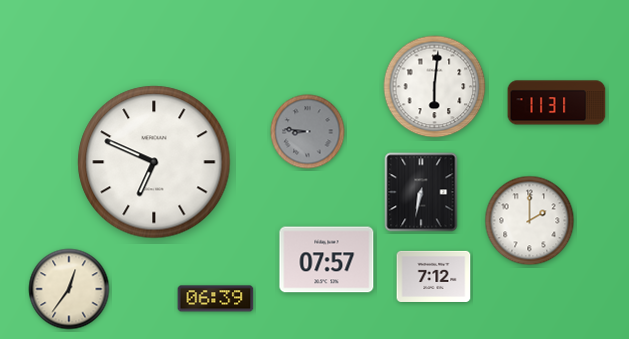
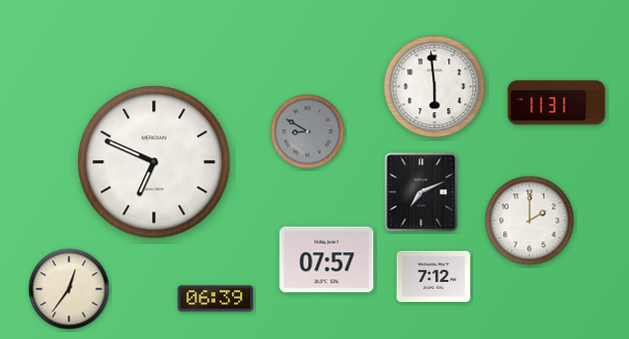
clock at (435, 87): 6:01 -> 5:59
clock at (308, 132): 8:46 -> 8:50
clock at (421, 192): 6:32 -> 7:11
